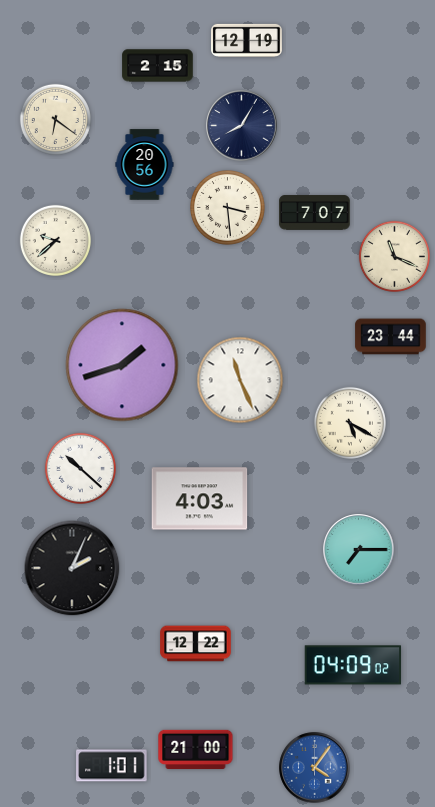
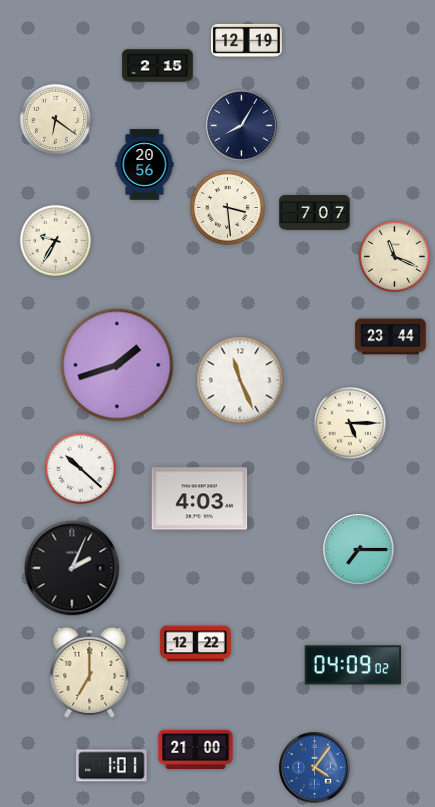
clock at (55, 240): 9:38 -> 9:35
clock at (122, 365) position: (122, 365) -> (117, 365)
clock at (350, 423): 5:20 -> 5:15
clock at (90, 672): none -> 7:00
